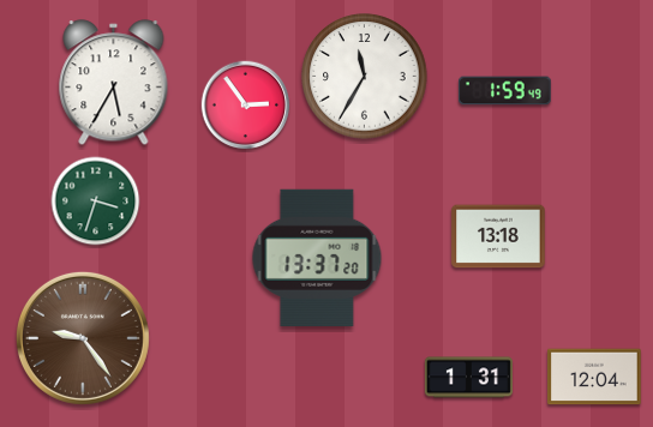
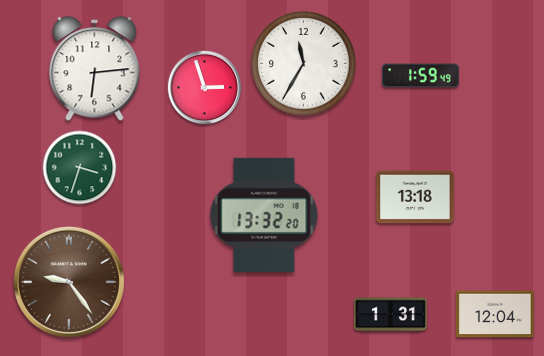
clock at (114, 83): 5:35 -> 6:14
clock at (246, 106): 2:54 -> 2:57
clock at (317, 258): 13:37 -> 13:32
